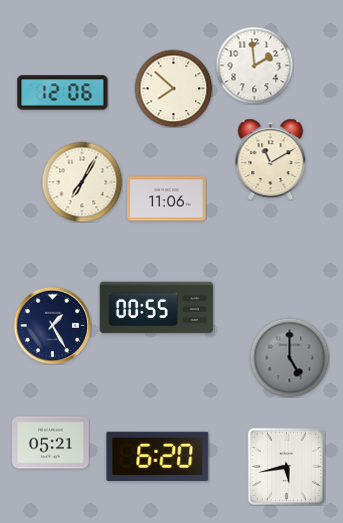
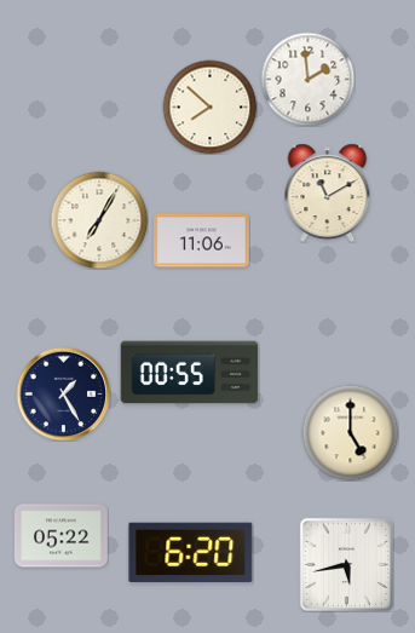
clock at (63, 93): 12:06 -> none
clock at (289, 357) dial: grey -> cream
clock at (50, 443): 05:21 -> 05:22
